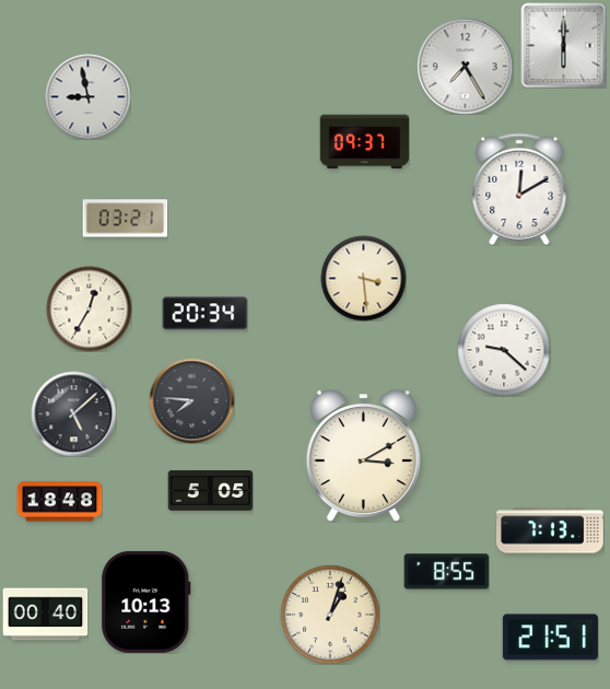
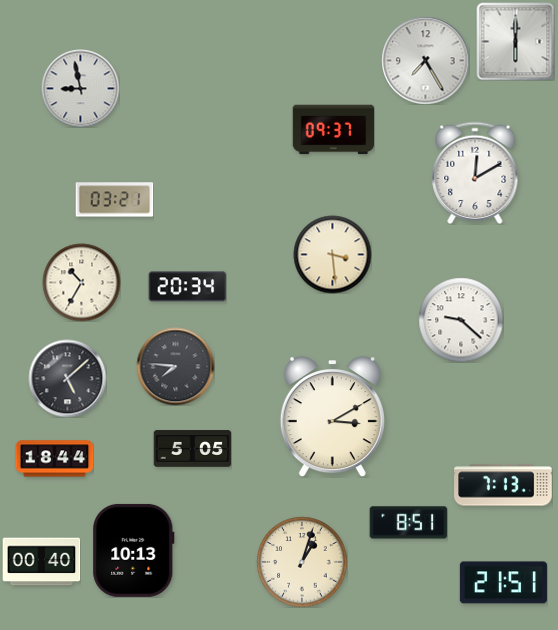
clock at (89, 308): 12:35 -> 10:35
clock at (59, 502): 18:48 -> 18:44
clock at (446, 572): 8:55 -> 8:51
